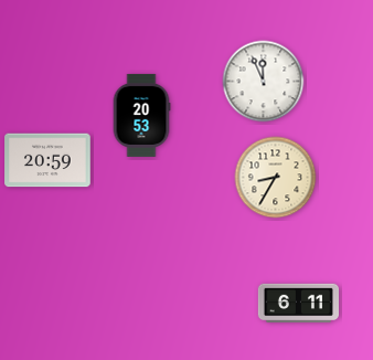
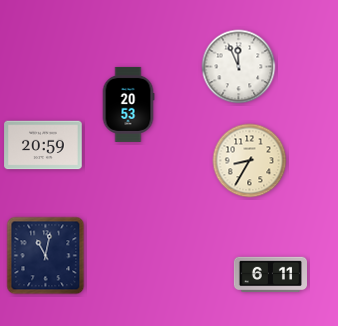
clock at (264, 82) position: (264, 82) -> (239, 67)
clock at (46, 256): none -> 11:02
